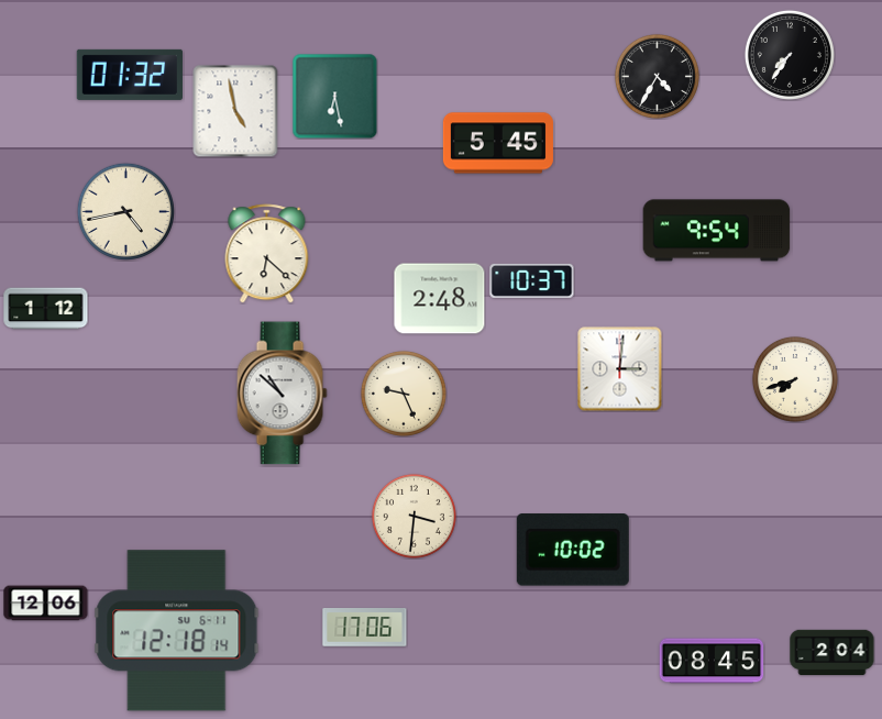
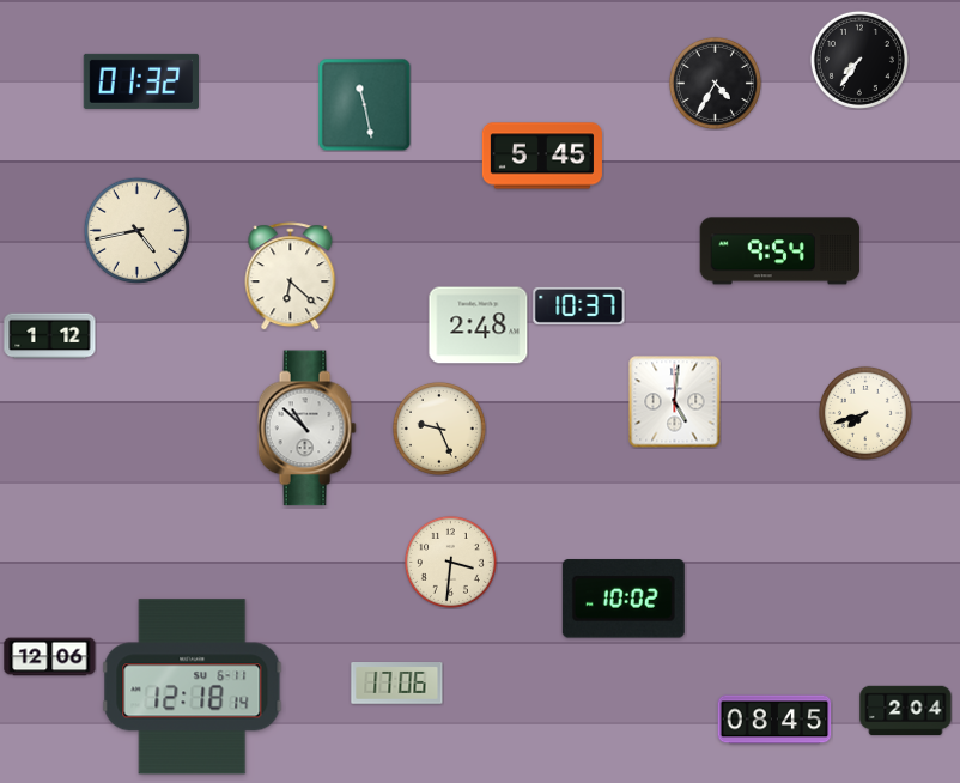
clock at (334, 96): 6:28 -> 11:28
clock at (235, 111): 4:58 -> none
clock at (620, 369): 3:01 -> 5:01
